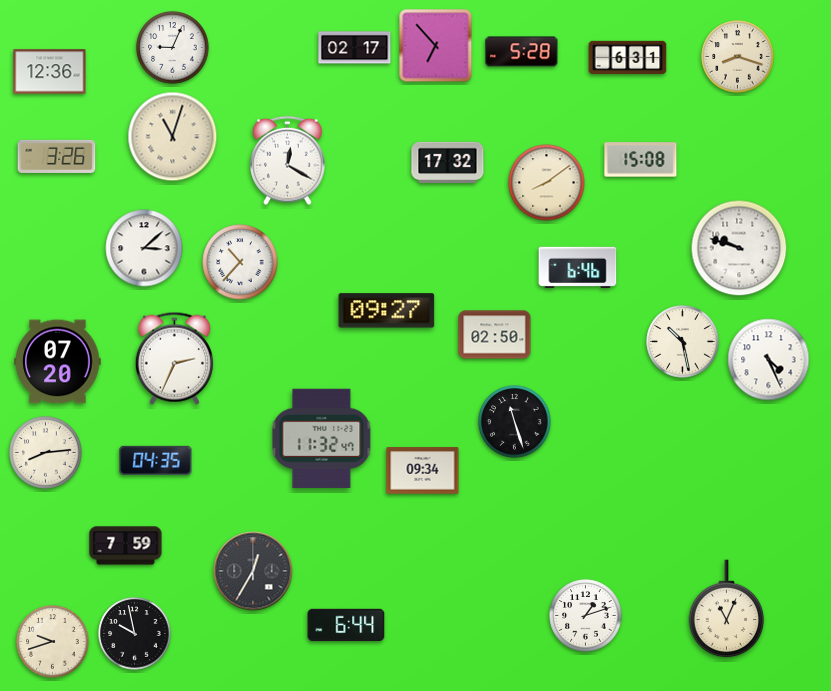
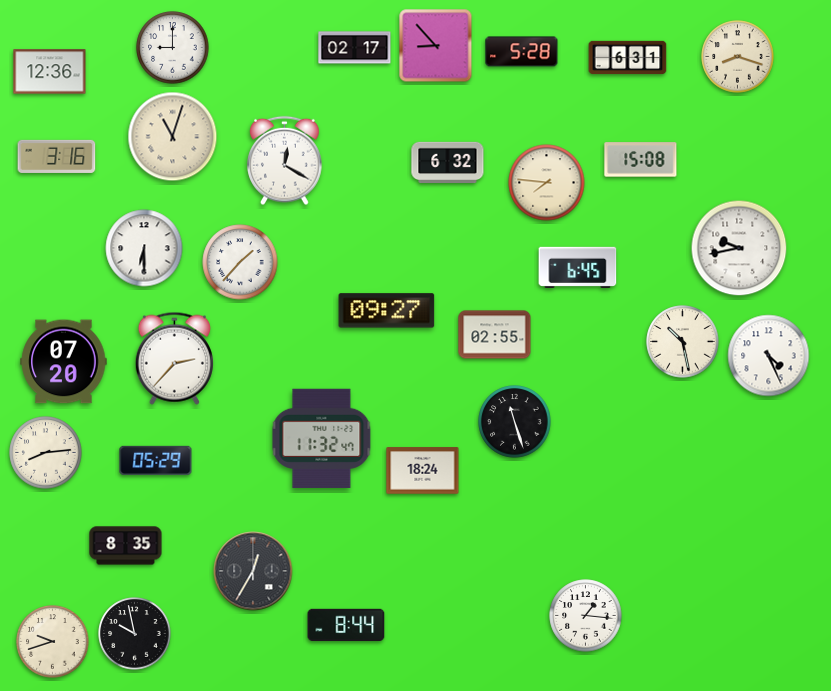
clock at (436, 46): 6:53 -> 8:53
clock at (173, 48): 9:04 -> 9:00
clock at (57, 156): 3:26 -> 3:16
clock at (288, 161) position: (288, 161) -> (285, 161)
clock at (448, 163): 17:32 -> 6:32
clock at (547, 183): 8:09 -> 7:46
clock at (144, 248): 3:08 -> 6:30
clock at (739, 248): 9:48 -> 9:43
clock at (240, 262): 10:37 -> 1:37
clock at (578, 267): 6:46 -> 6:45
clock at (495, 335): 02:50 -> 02:55
clock at (174, 358): 2:34 -> 2:37
clock at (769, 360) position: (769, 360) -> (769, 356)
clock at (58, 362) position: (58, 362) -> (64, 362)
clock at (156, 460): 04:35 -> 05:29
clock at (423, 471): 09:34 -> 18:24
clock at (126, 546): 7:59 -> 8:35
clock at (727, 609): 11:04 -> none
clock at (586, 616): 1:12 -> 1:16
clock at (346, 624): 6:44 -> 8:44
